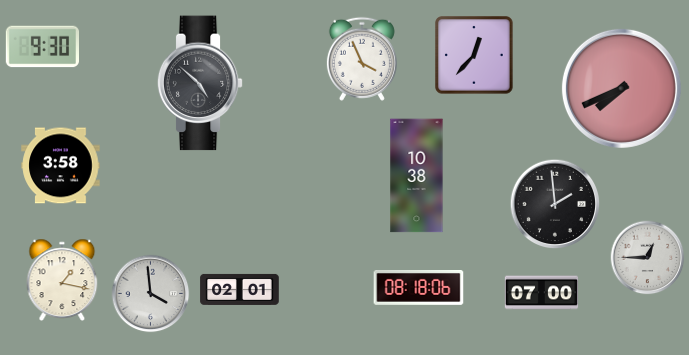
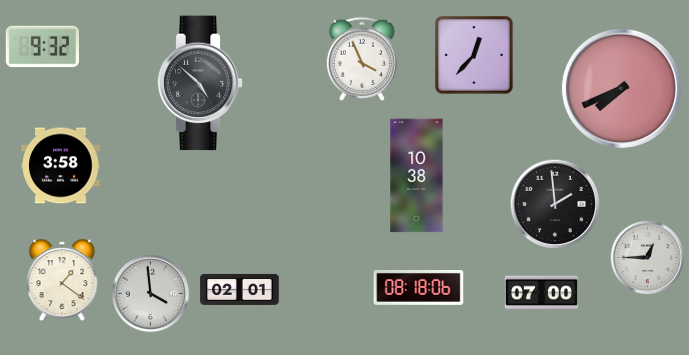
clock at (42, 47): 9:30 -> 9:32
clock at (62, 279): 1:17 -> 1:21
